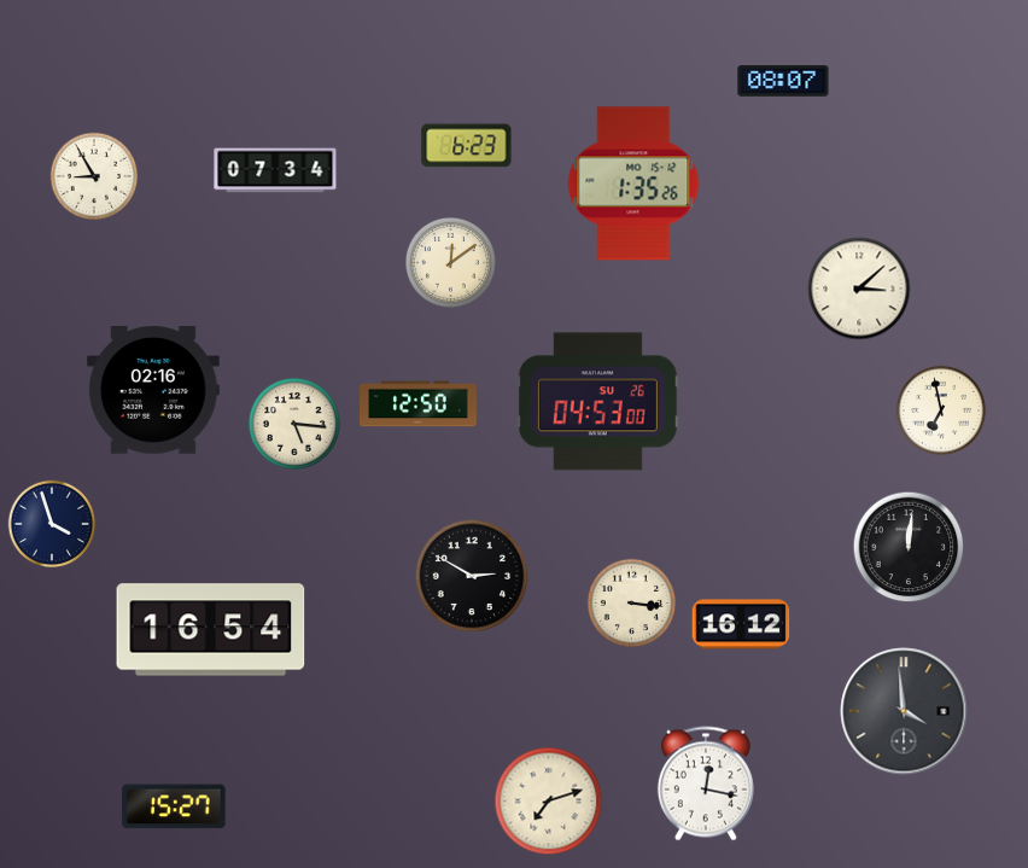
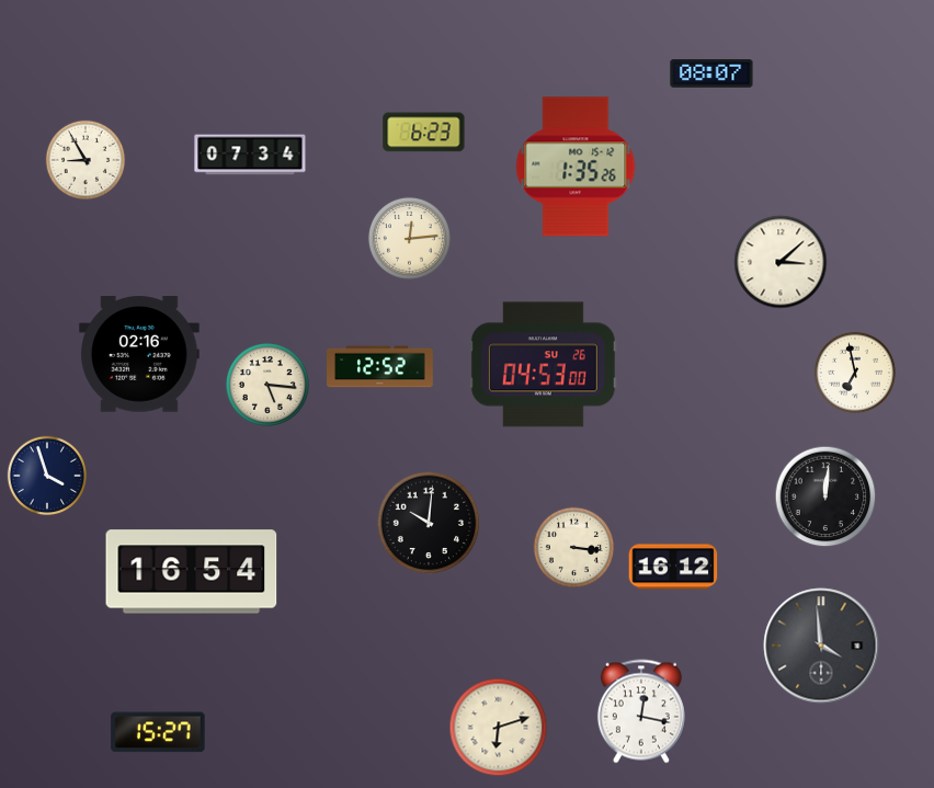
clock at (450, 262): 12:09 -> 12:14
clock at (419, 404): 12:50 -> 12:52
clock at (472, 576): 2:50 -> 10:01
clock at (549, 802): 7:12 -> 6:12
